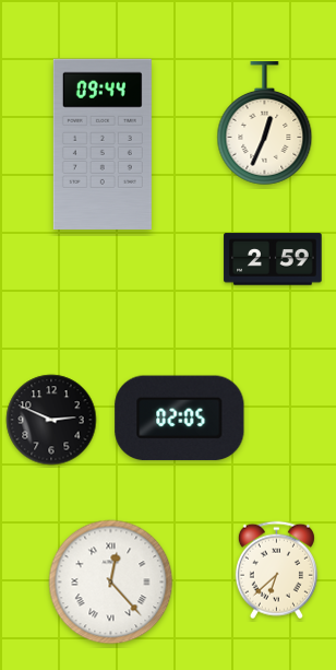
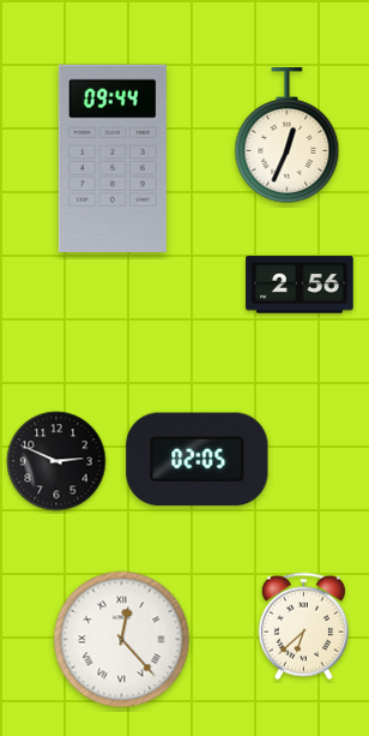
clock at (265, 124) position: (265, 124) -> (288, 136)
clock at (273, 259): 2:59 -> 2:56
